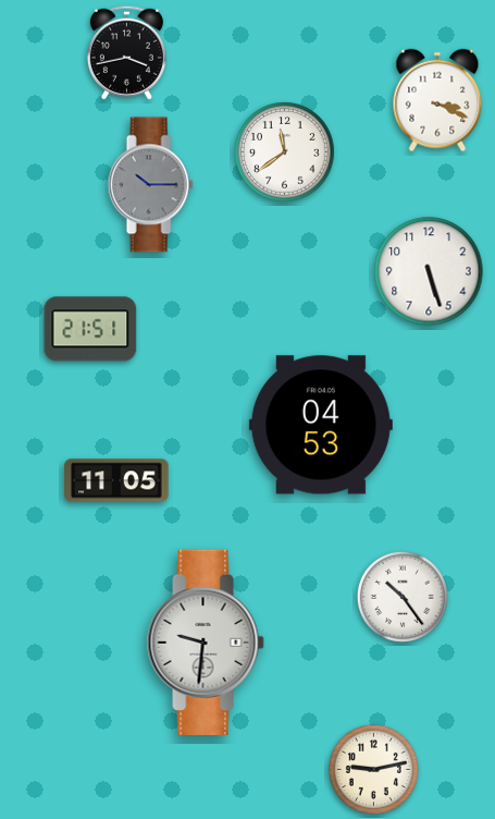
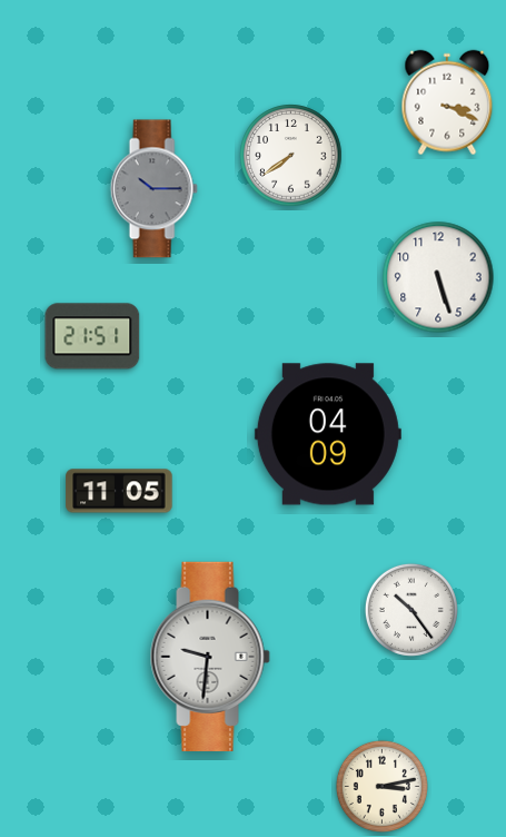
clock at (126, 52): 3:43 -> none
clock at (285, 152): 11:39 -> 7:39
clock at (321, 425): 04:53 -> 04:09
clock at (373, 769): 9:13 -> 3:13
